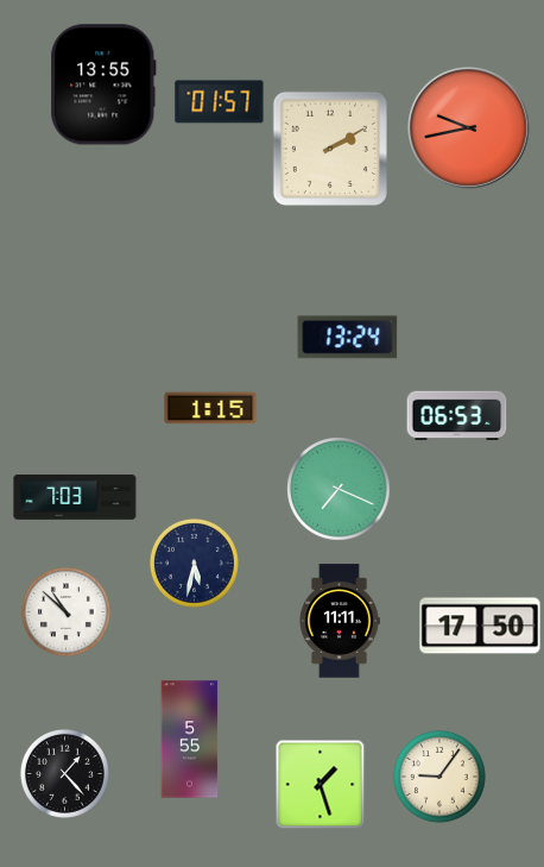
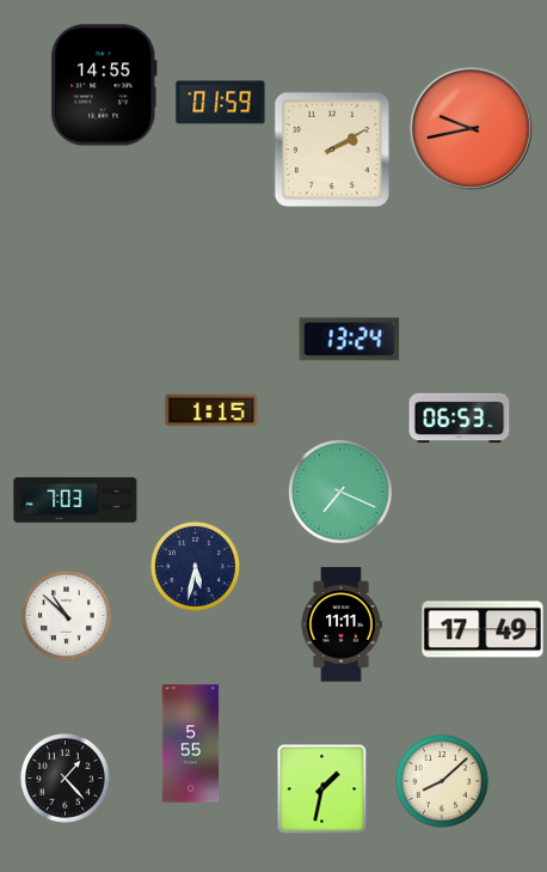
clock at (103, 84): 13:55 -> 14:55
clock at (220, 102): 01:57 -> 01:59
clock at (480, 626): 17:50 -> 17:49
clock at (441, 778): 9:06 -> 8:08
clock at (321, 785): 1:27 -> 1:32
